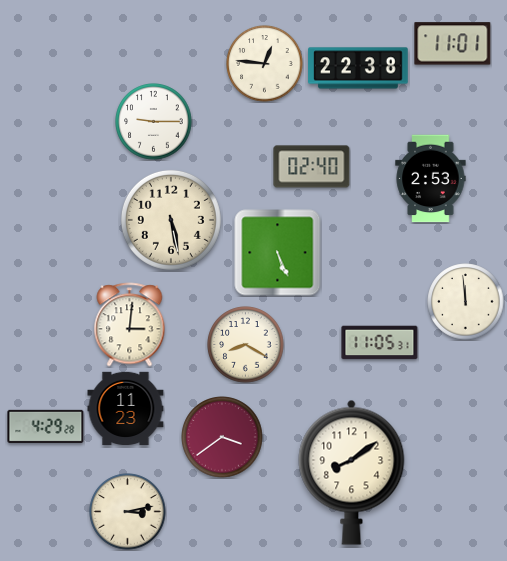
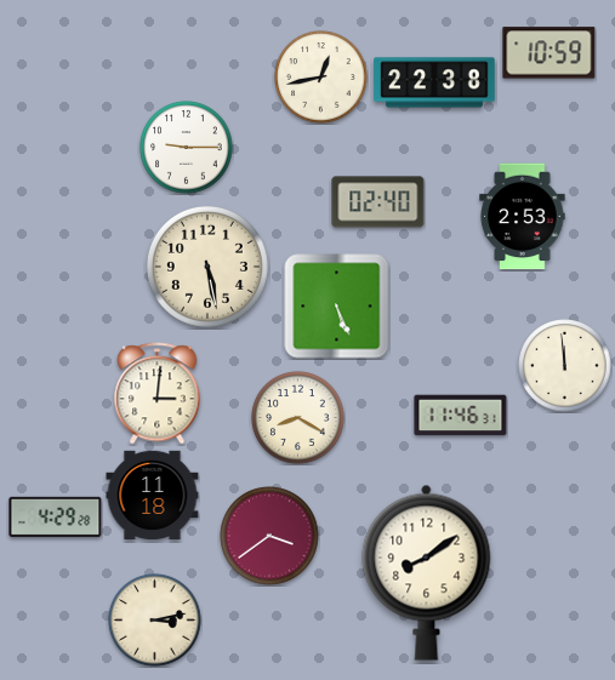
clock at (453, 44): 11:01 -> 10:59
clock at (265, 64): 12:46 -> 12:43
clock at (380, 343): 11:05 -> 11:46
clock at (126, 409): 11:23 -> 11:18
clock at (222, 437) position: (222, 437) -> (269, 536)
